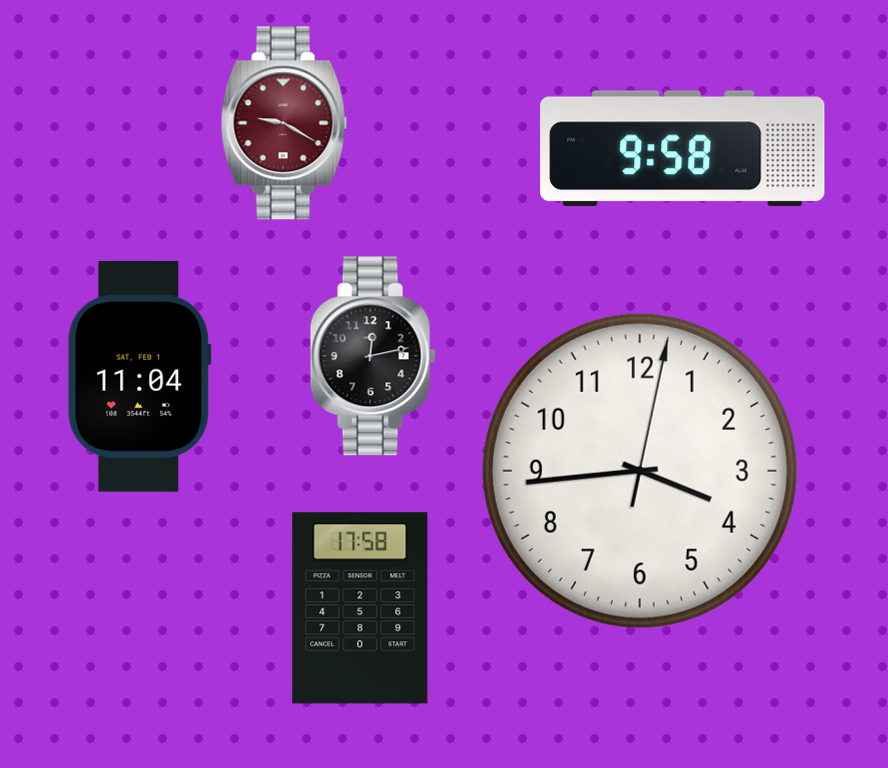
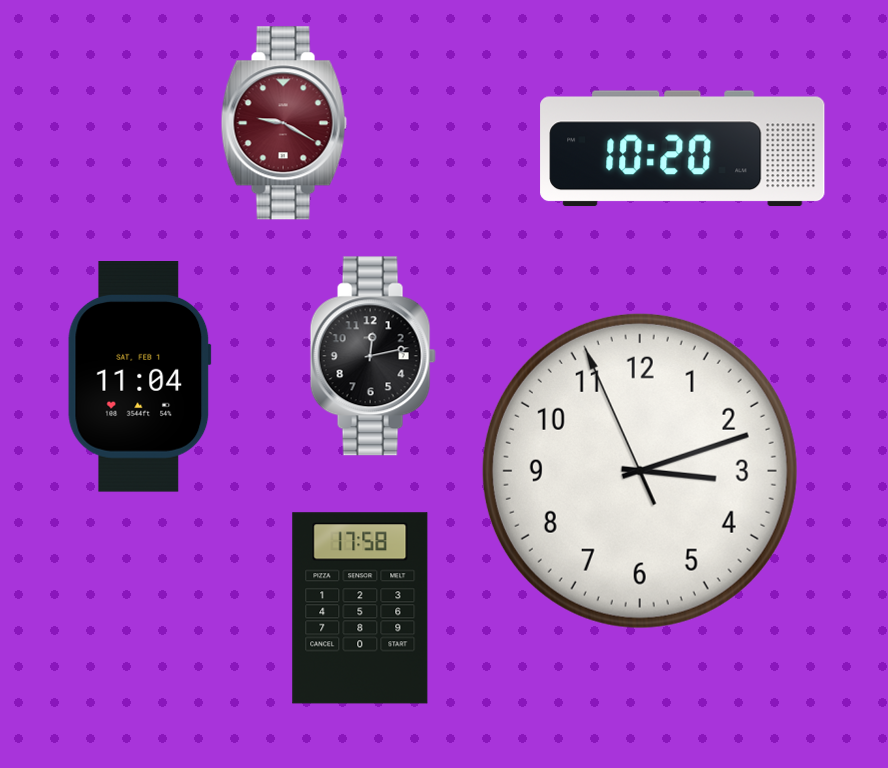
clock at (683, 149): 9:58 -> 10:20
clock at (640, 471): 3:44 -> 3:11
